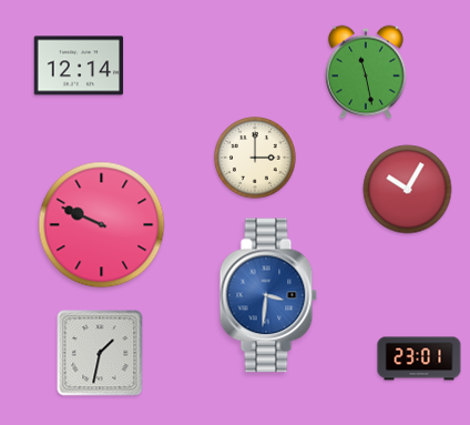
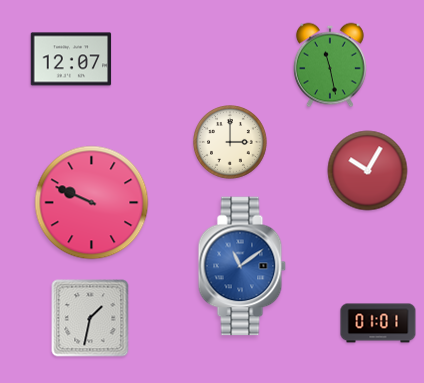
clock at (79, 65): 12:14 -> 12:07
clock at (268, 295): 3:31 -> 11:09
clock at (419, 358): 23:01 -> 01:01
